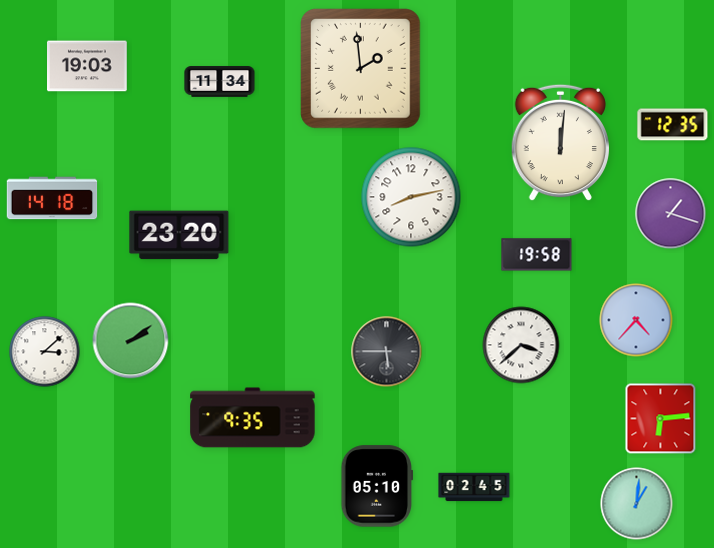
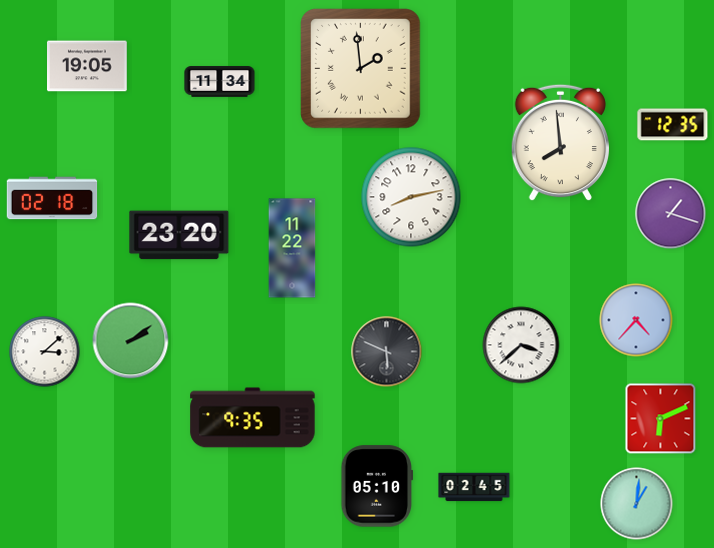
clock at (88, 66): 19:03 -> 19:05
clock at (560, 143): 12:01 -> 7:59
clock at (52, 198): 14:18 -> 02:18
clock at (292, 248): none -> 11:22
clock at (537, 255): 19:58 -> none
clock at (387, 352): 5:45 -> 5:49
clock at (661, 419): 6:14 -> 6:11
